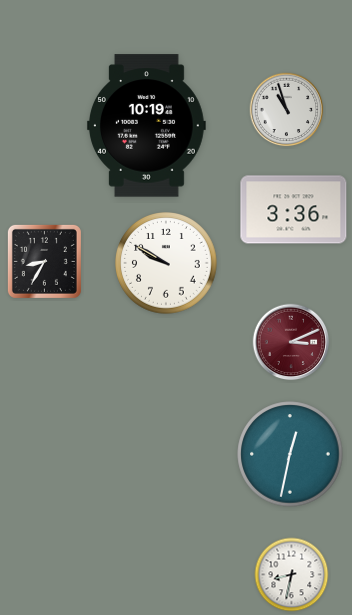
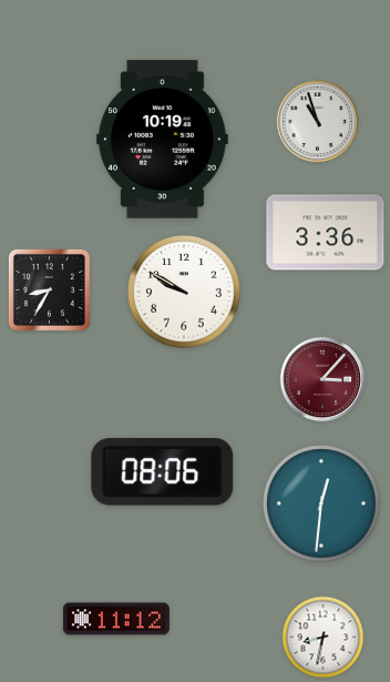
clock at (291, 342): 3:11 -> 3:07
clock at (163, 472): none -> 08:06
clock at (290, 454): 12:32 -> 12:31
clock at (116, 619): none -> 11:12
